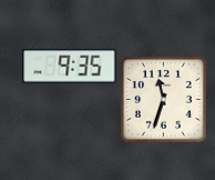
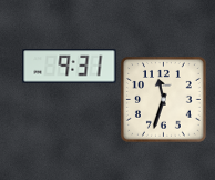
clock at (70, 67): 9:35 -> 9:31
